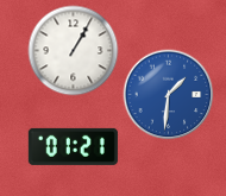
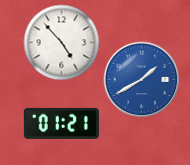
clock at (74, 51): 1:05 -> 4:53
clock at (169, 95): 1:31 -> 1:40
